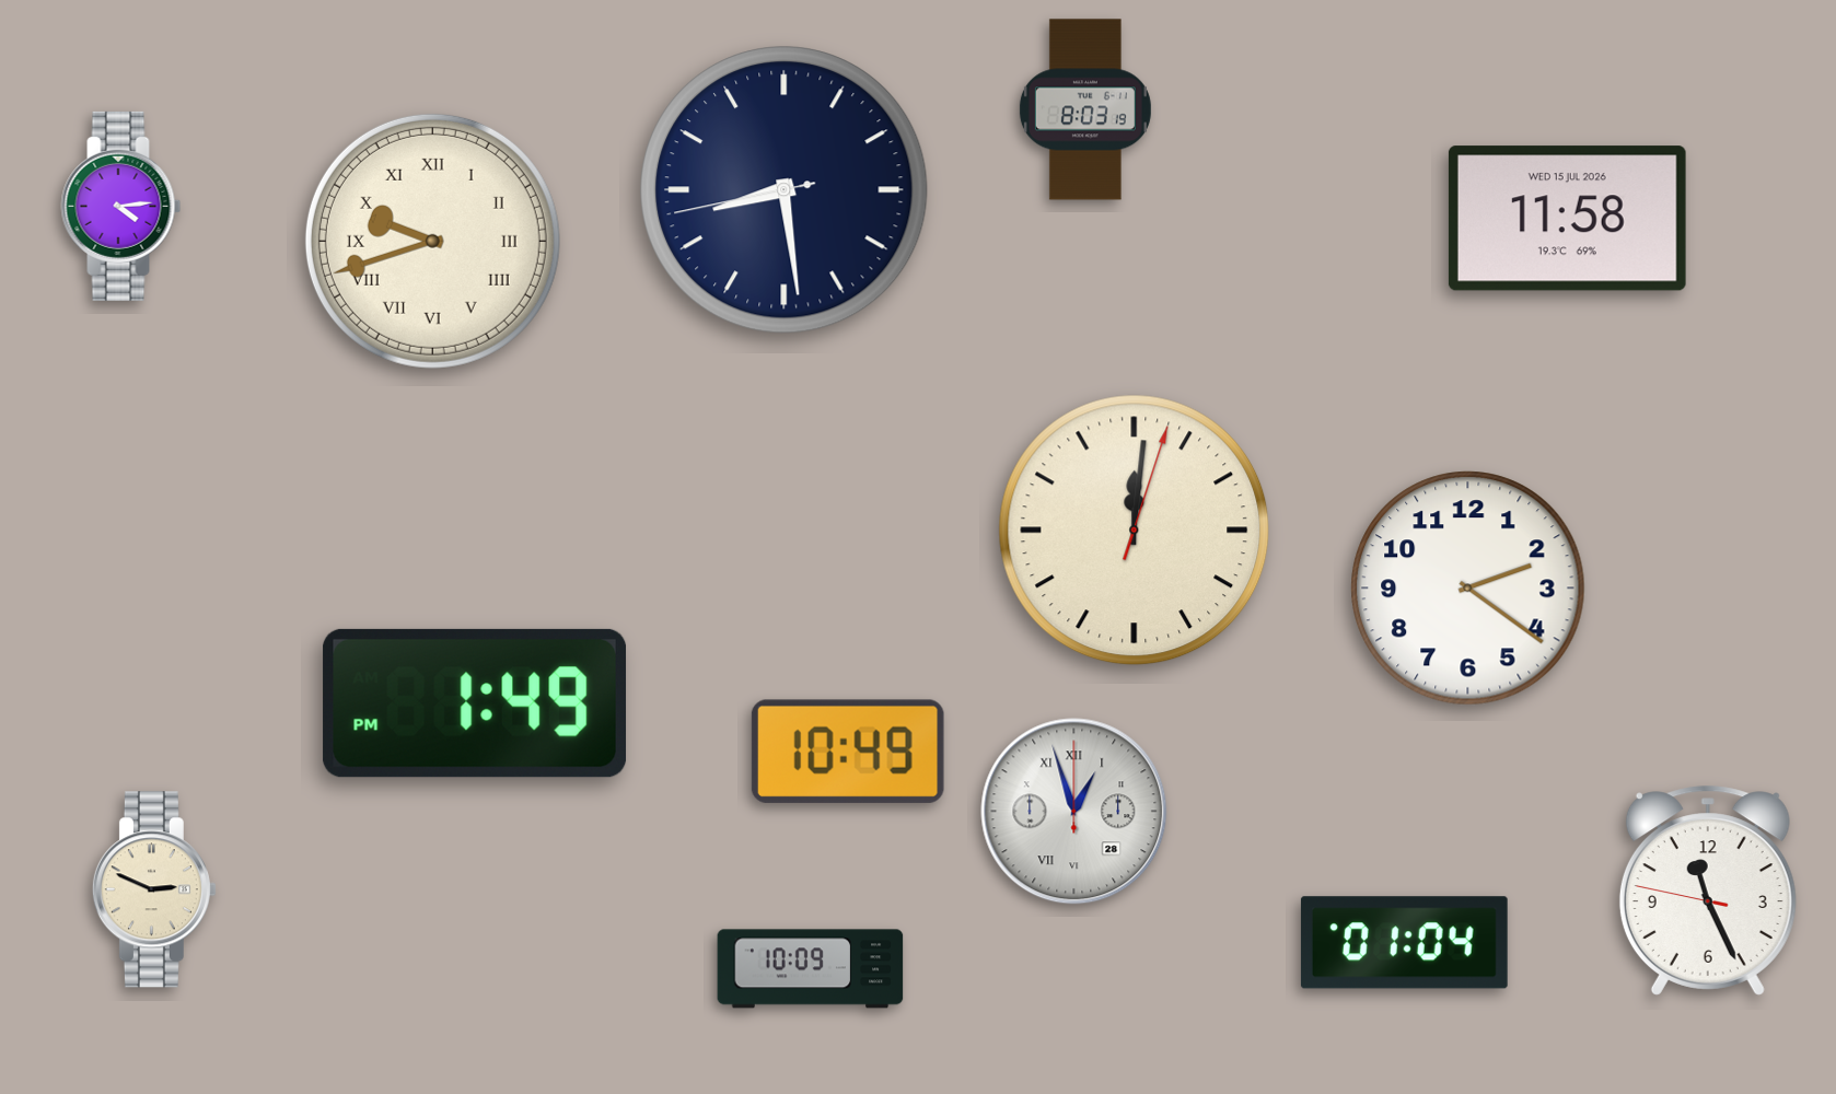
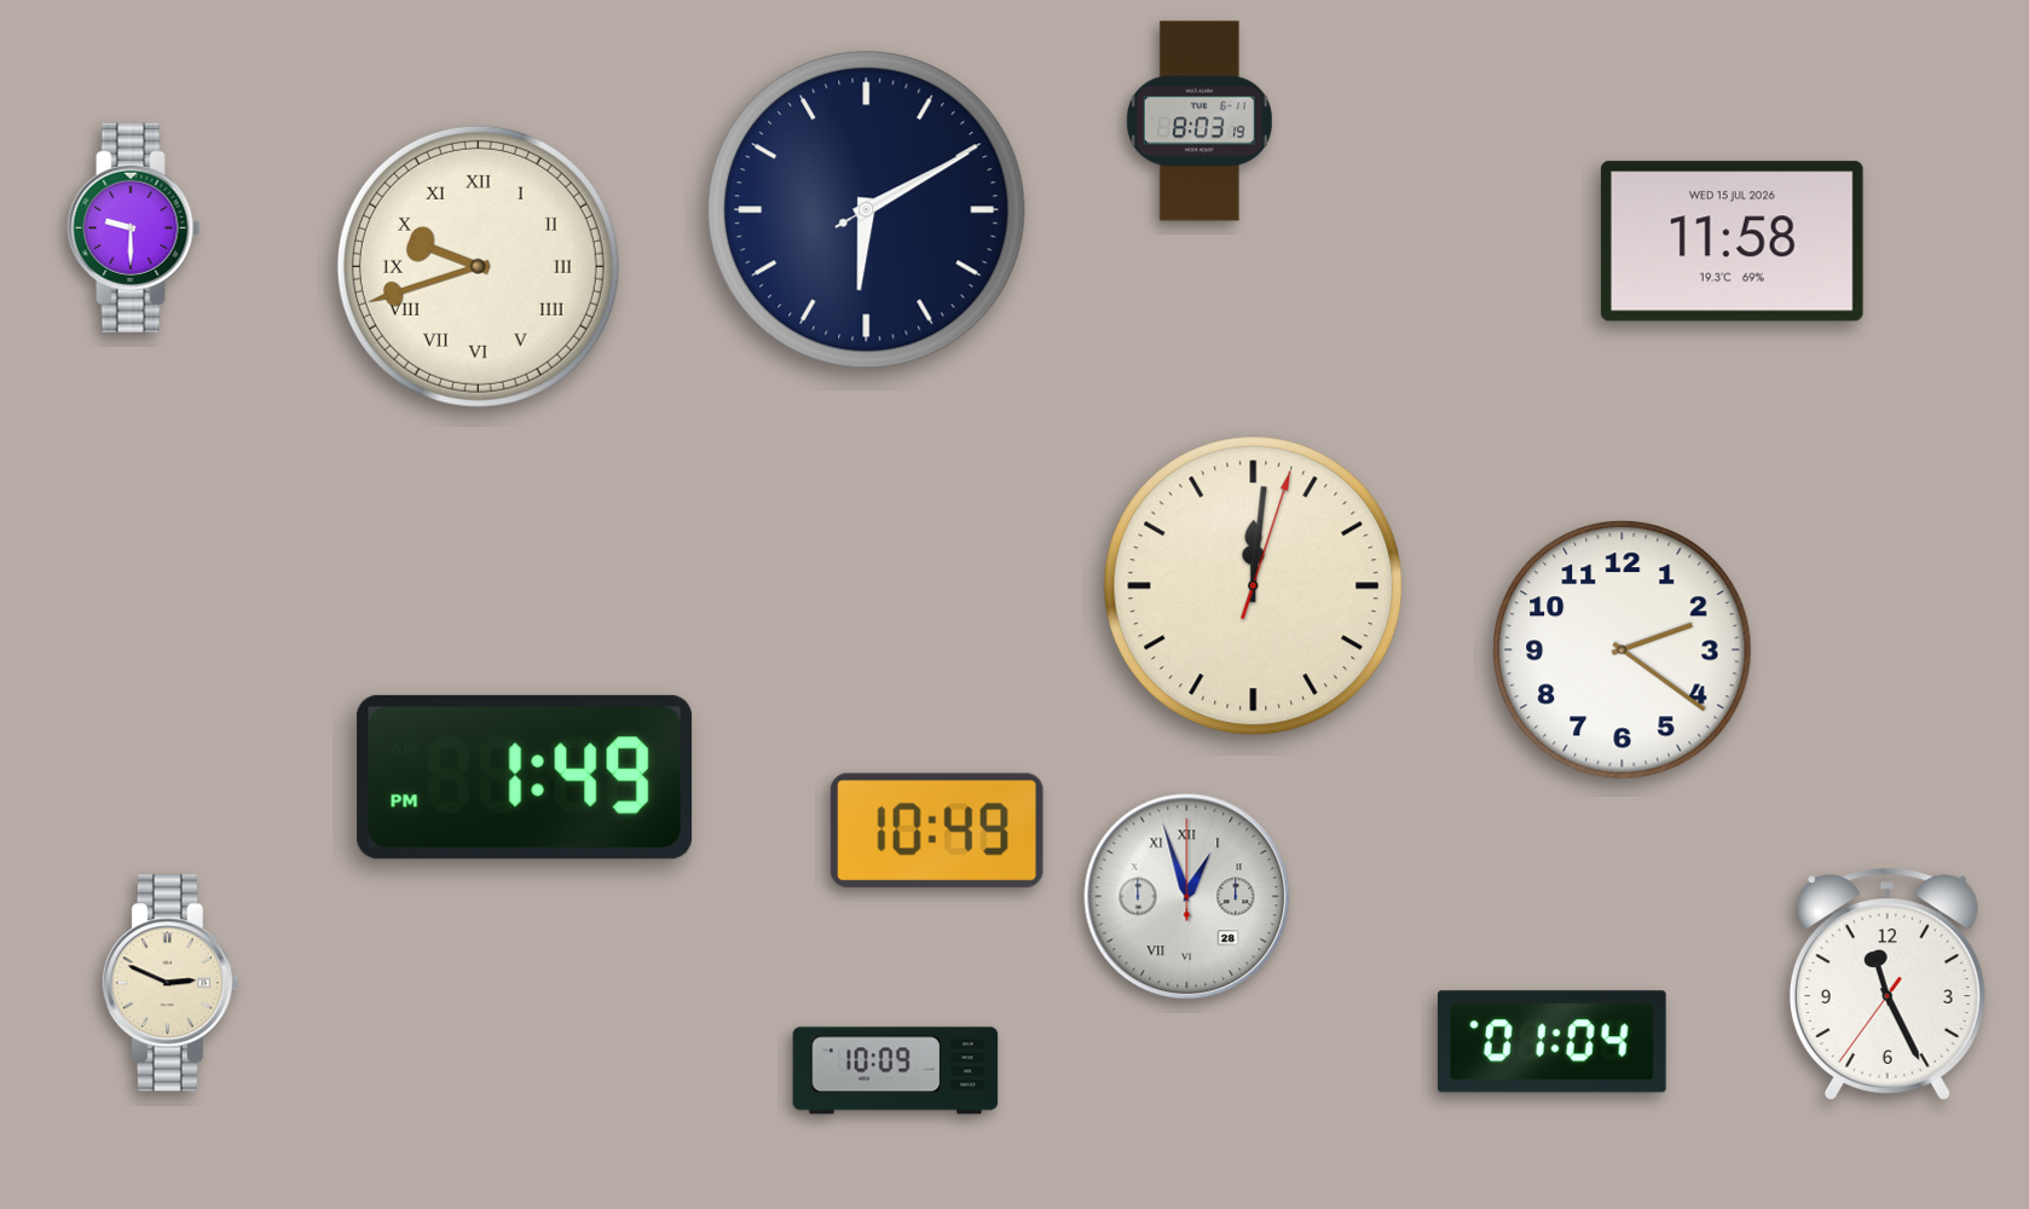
clock at (785, 190): 8:28 -> 6:10
clock at (121, 206): 4:14 -> 9:30
clock at (1708, 891): 11:25:47 -> 11:25:36
